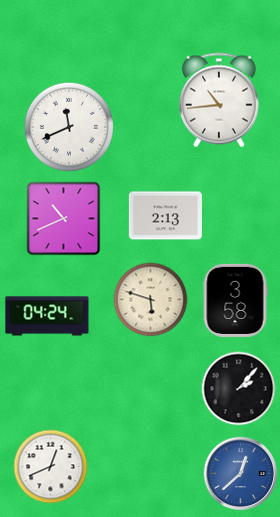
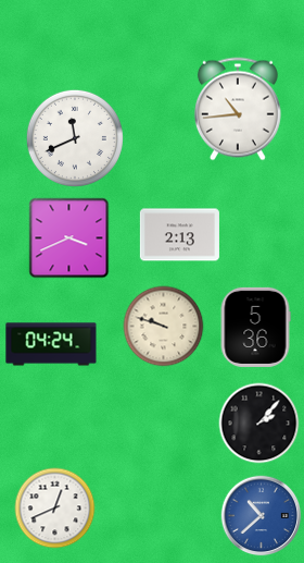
clock at (64, 219): 10:41 -> 3:41
clock at (151, 300): 5:48 -> 9:48
clock at (235, 300): 3:58 -> 5:36
clock at (241, 474): 12:38 -> 10:38
